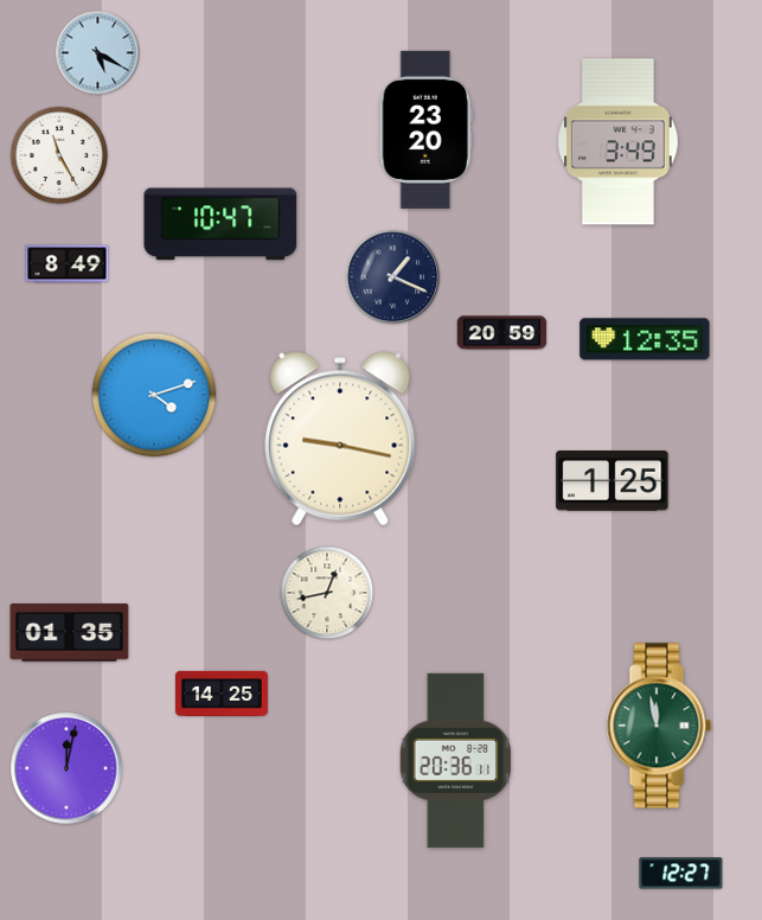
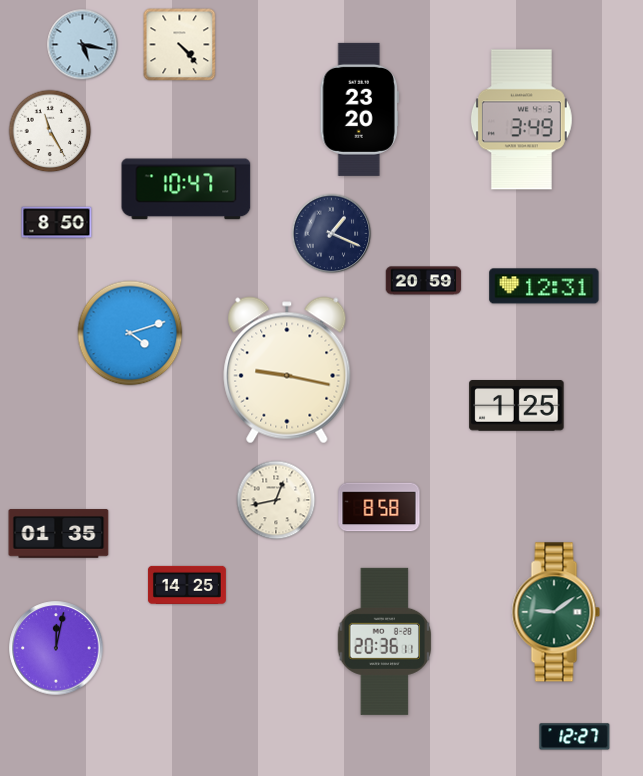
clock at (98, 53): 5:20 -> 5:17
clock at (180, 45): none -> 4:23
clock at (68, 264): 8:49 -> 8:50
clock at (645, 339): 12:35 -> 12:31
clock at (379, 507): none -> 8:58
clock at (659, 726): 11:58 -> 9:09
